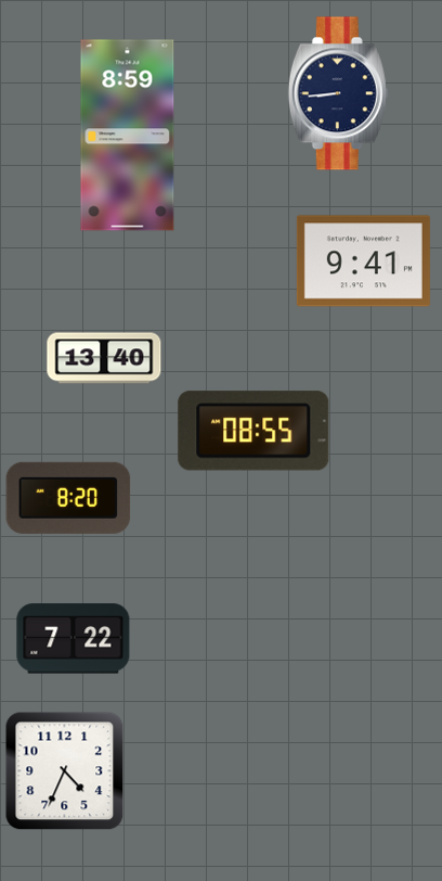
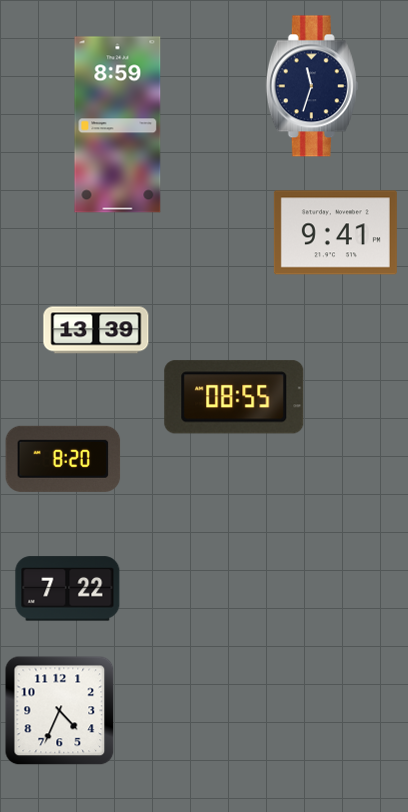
clock at (338, 93): 8:44 -> 11:33
clock at (363, 261) position: (363, 261) -> (335, 233)
clock at (104, 358): 13:40 -> 13:39
